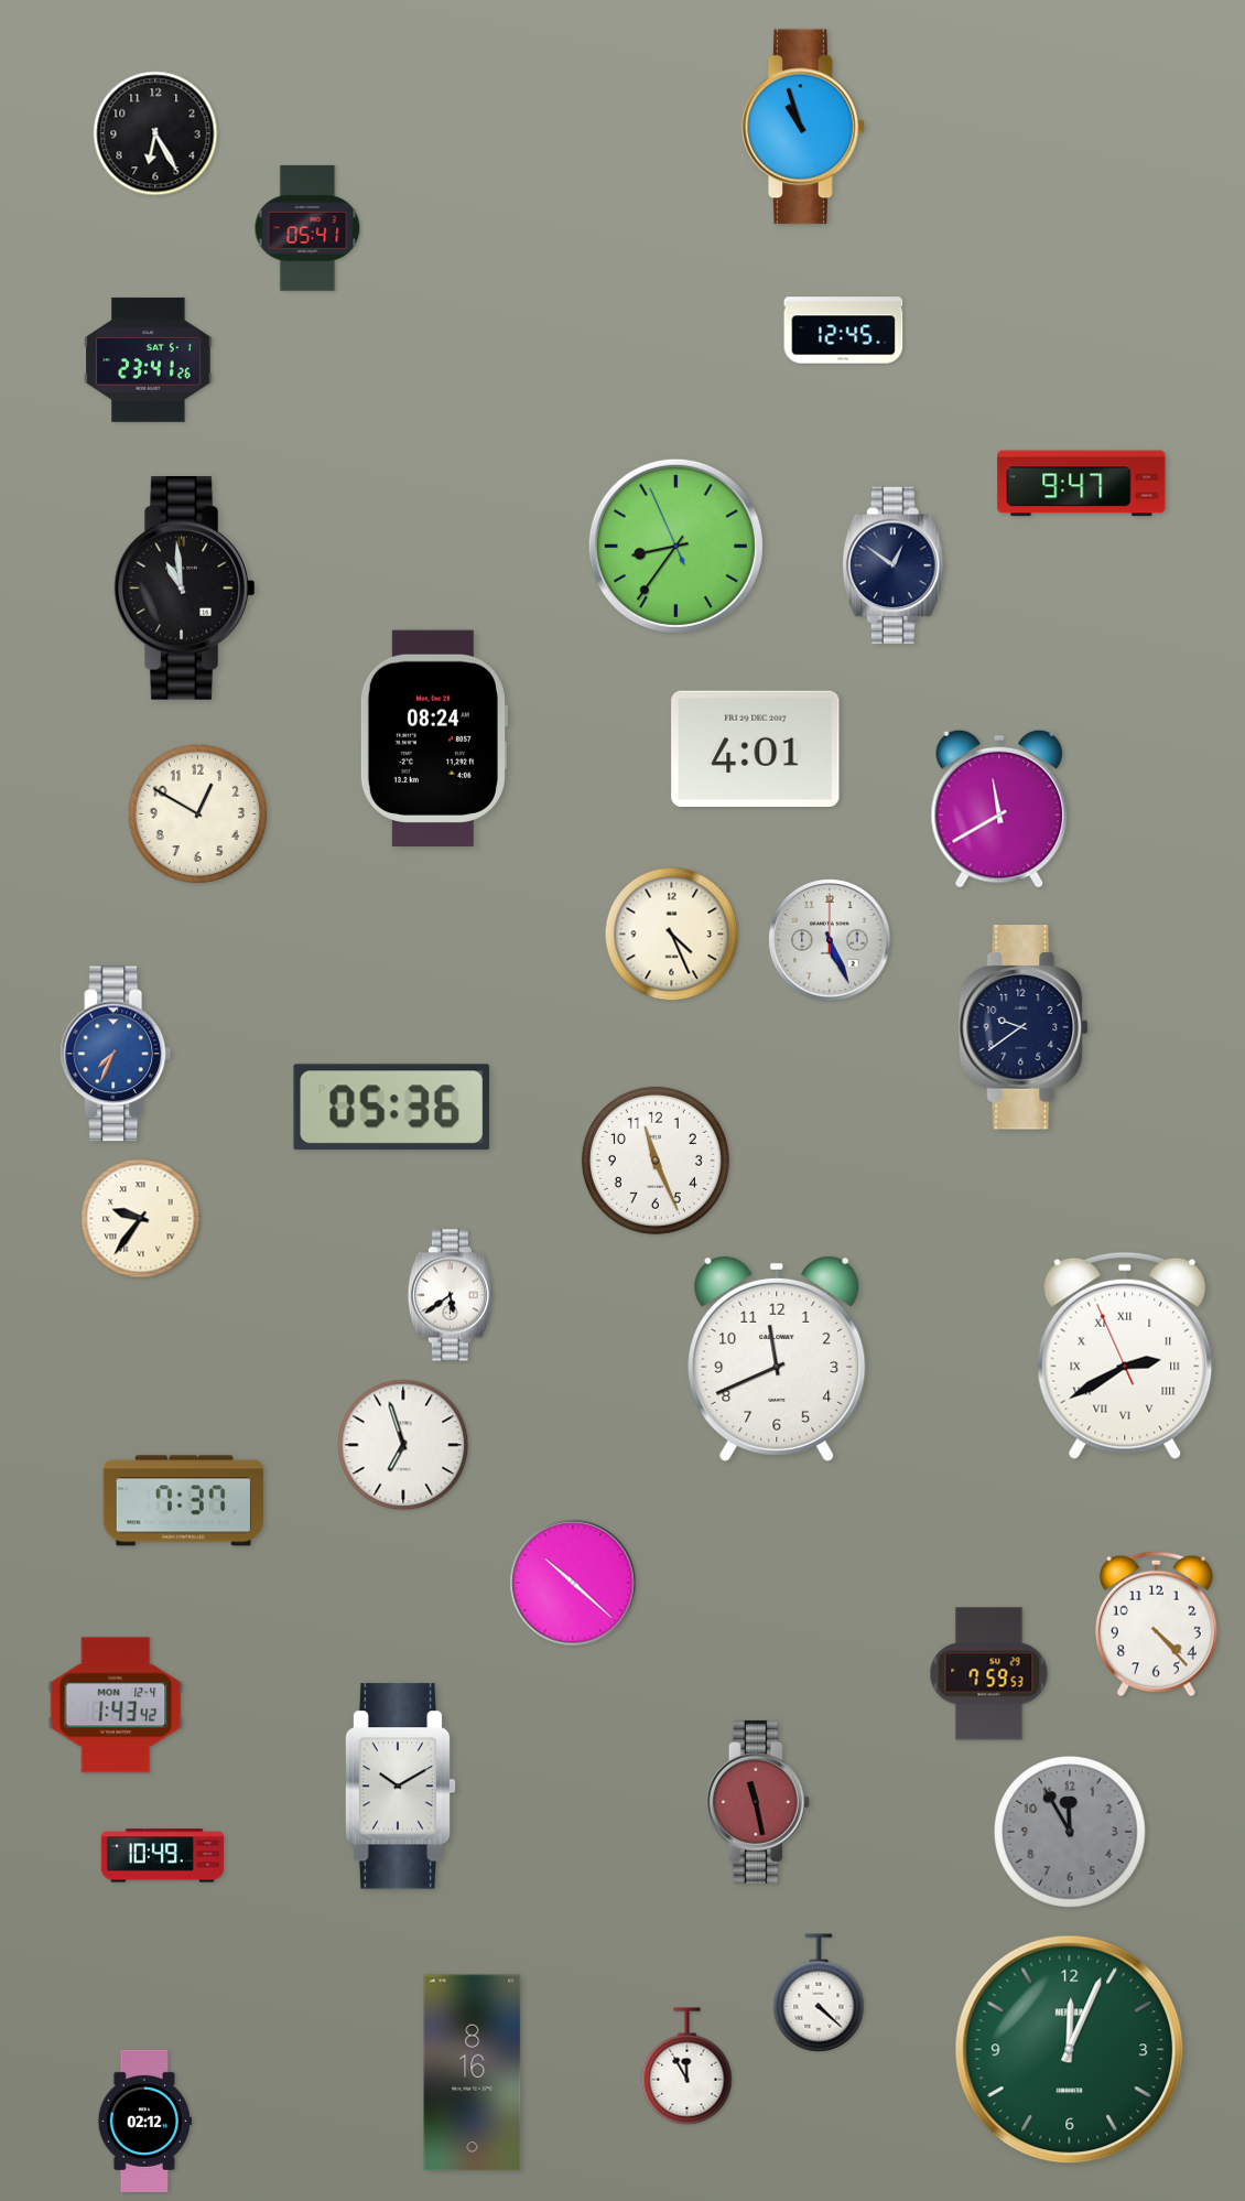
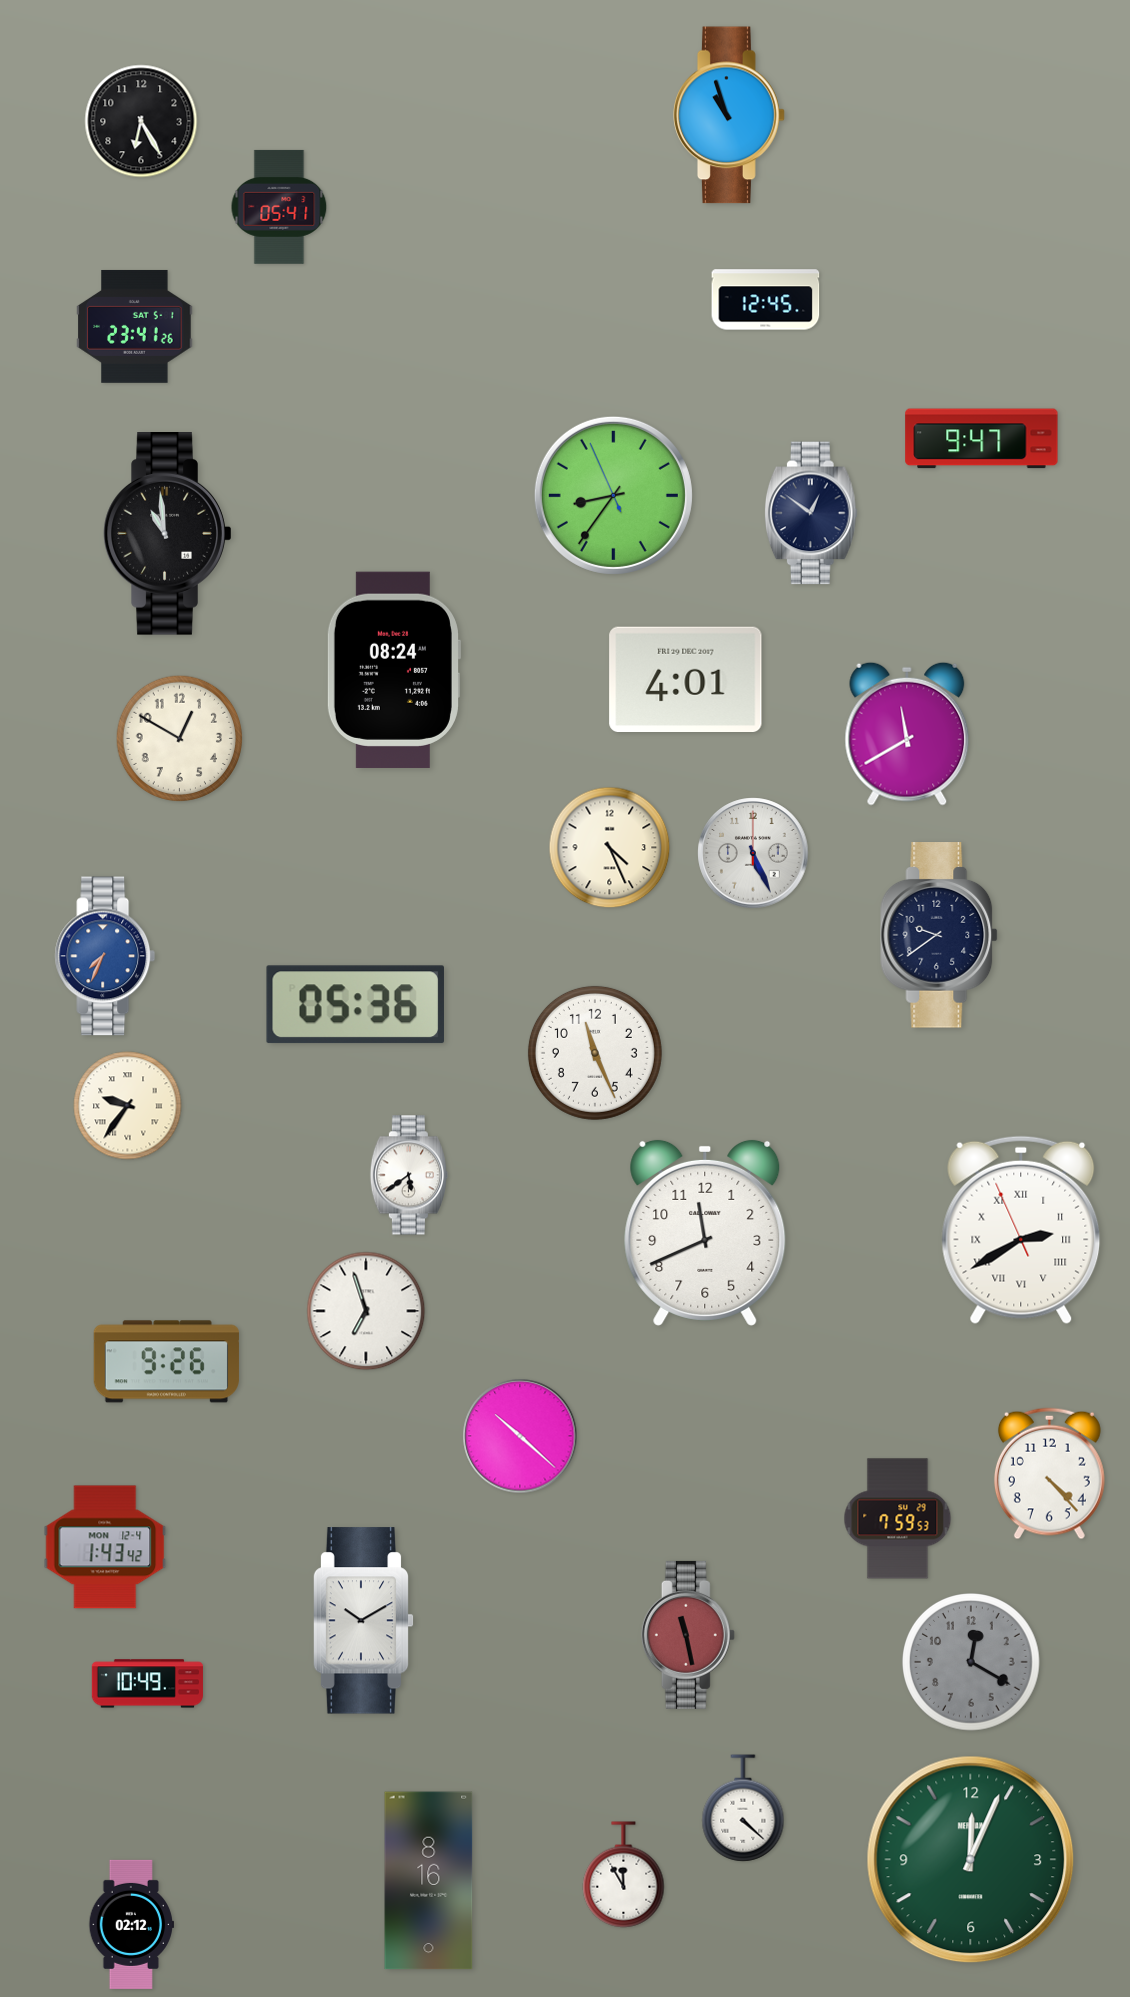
clock at (1025, 1027) position: (1025, 1027) -> (940, 935)
clock at (183, 1501): 7:37 -> 9:26
clock at (1071, 1833): 11:55 -> 12:20
